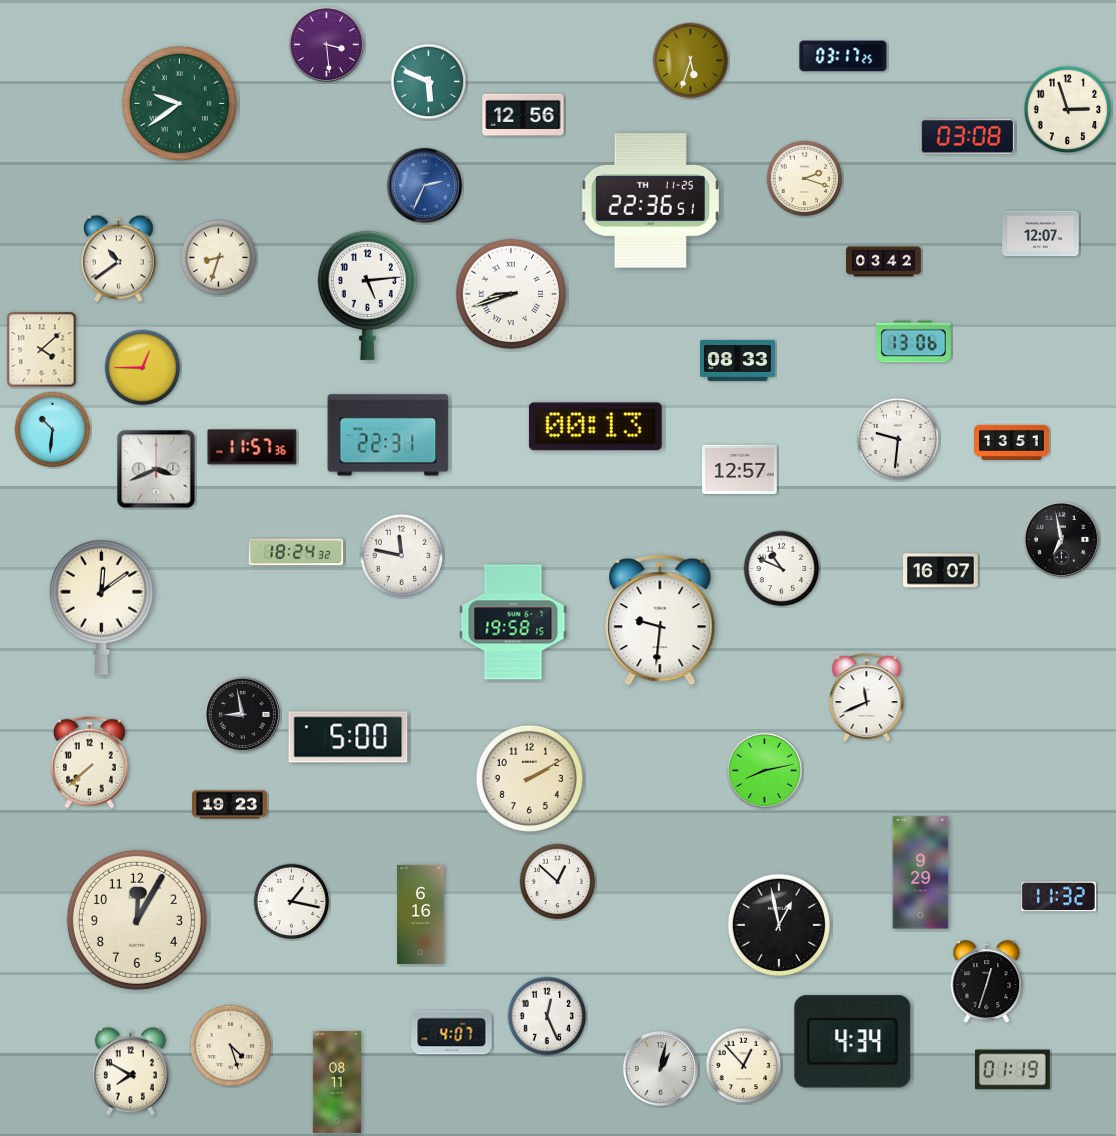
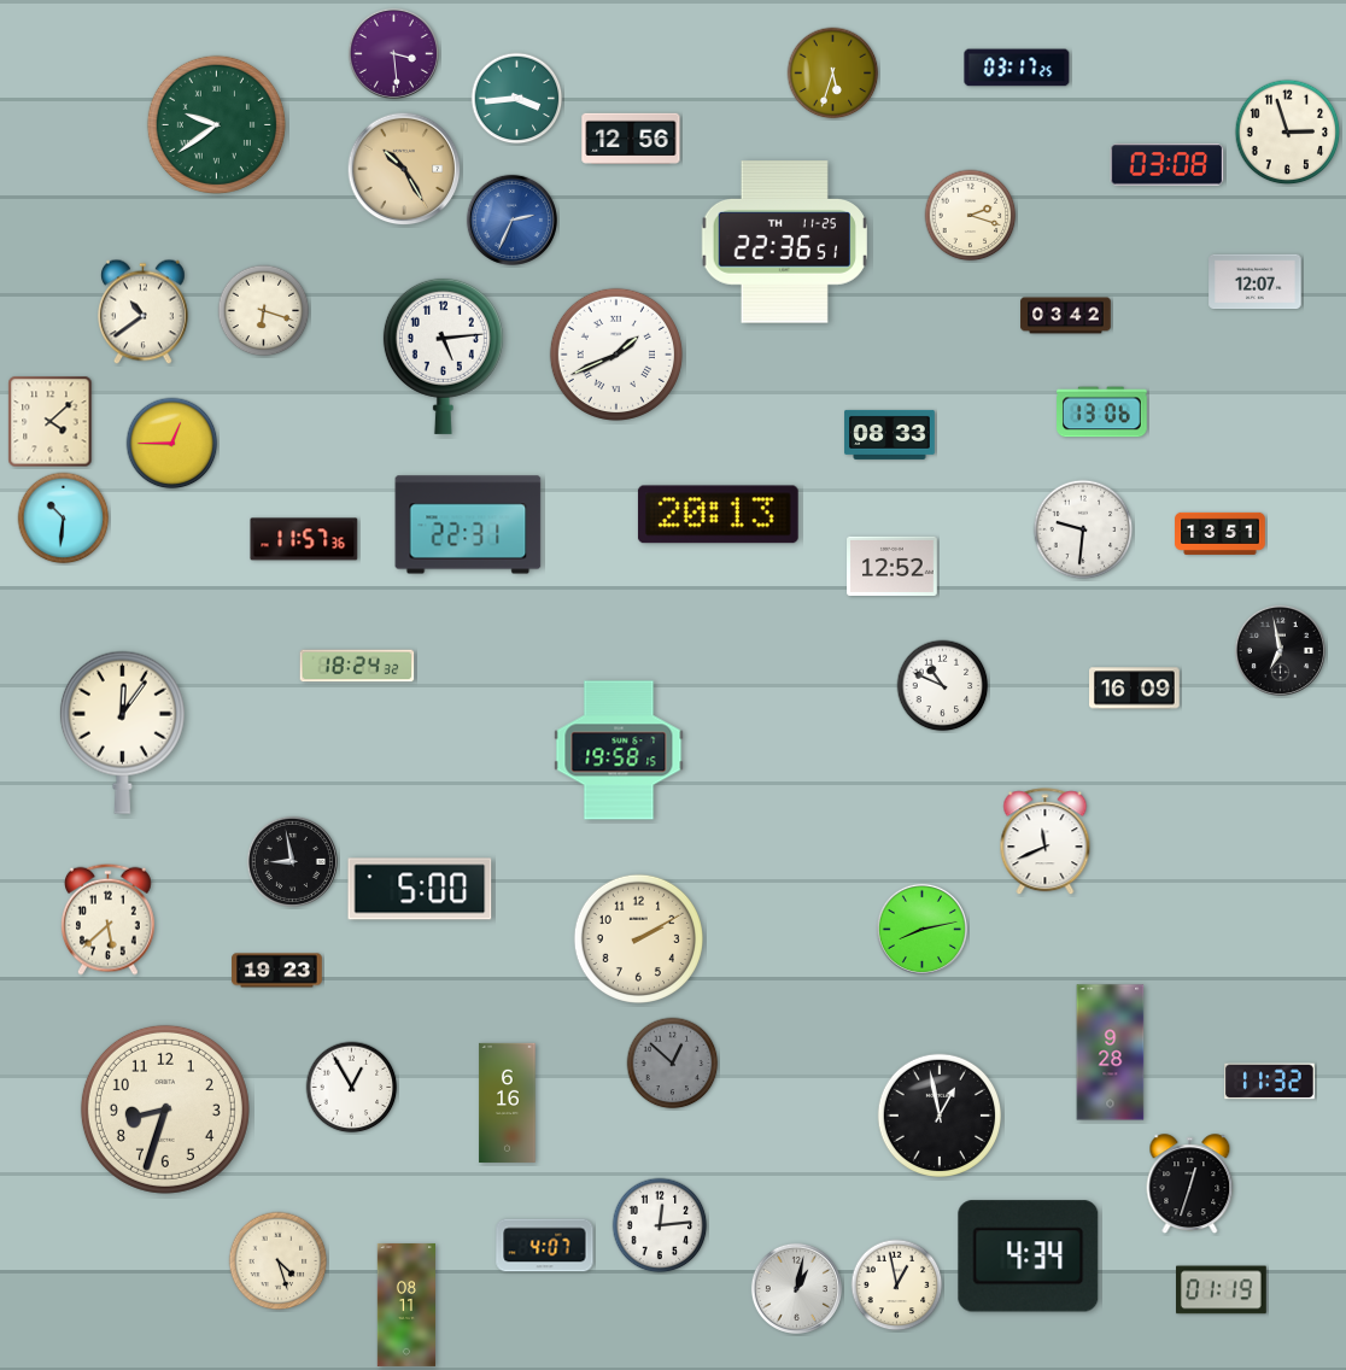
clock at (429, 82): 5:49 -> 3:44
clock at (404, 169): none -> 10:25
clock at (424, 185) position: (424, 185) -> (511, 219)
clock at (219, 258): 8:33 -> 6:18
clock at (511, 294): 8:42 -> 1:41
clock at (595, 427): 00:13 -> 20:13
clock at (156, 469): 3:41 -> none
clock at (740, 469): 12:57 -> 12:52
clock at (402, 556): 11:47 -> none
clock at (941, 571): 16:07 -> 16:09
clock at (101, 607): 12:09 -> 12:06
clock at (660, 620): 9:31 -> none
clock at (90, 762): 7:38 -> 5:38
clock at (921, 873): 9:29 -> 9:28
clock at (558, 882) dial: white -> grey
clock at (1059, 897) position: (1059, 897) -> (1270, 1082)
clock at (292, 902): 1:17 -> 12:55
clock at (137, 920): 12:05 -> 8:33
clock at (547, 1016): 12:26 -> 12:14
clock at (744, 1066): 12:53 -> 12:58
clock at (130, 1072): 7:50 -> none
